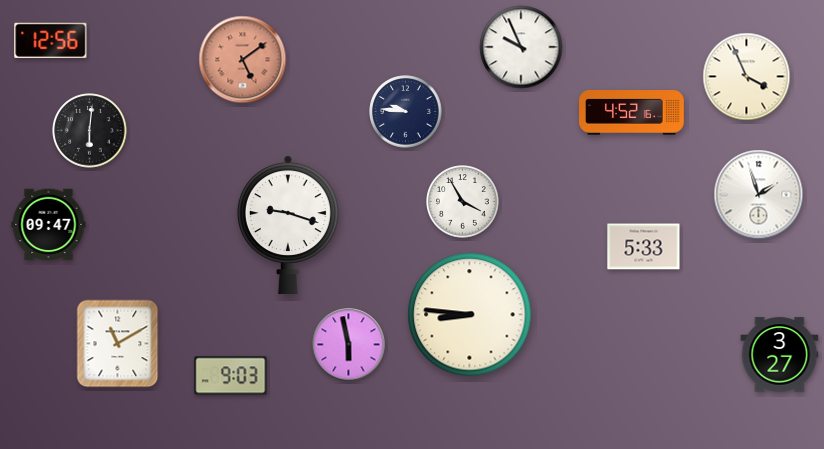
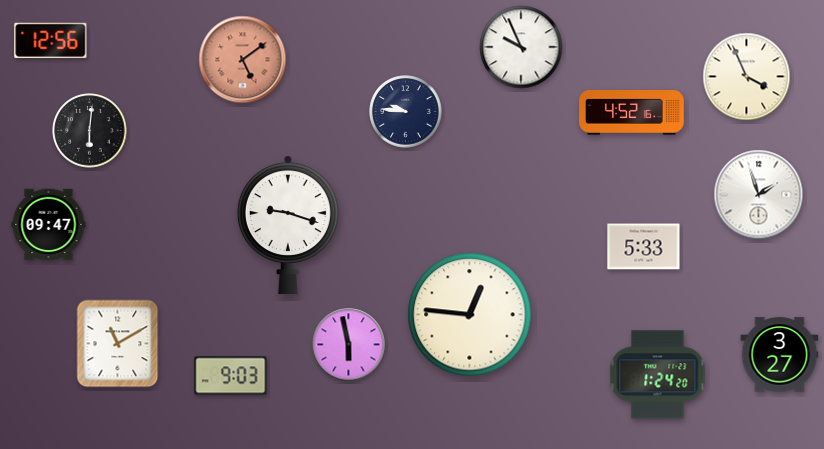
clock at (463, 202): 3:55 -> none
clock at (470, 315): 8:46 -> 12:46
clock at (658, 375): none -> 1:24
